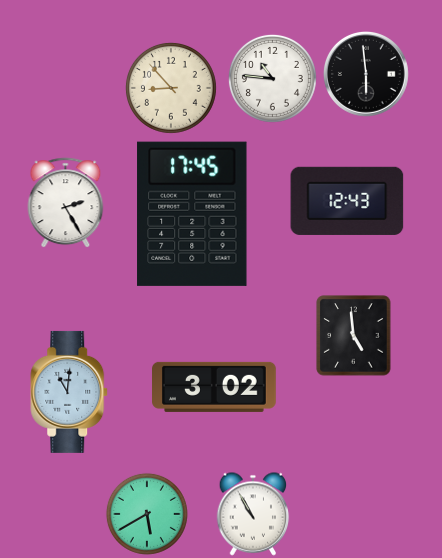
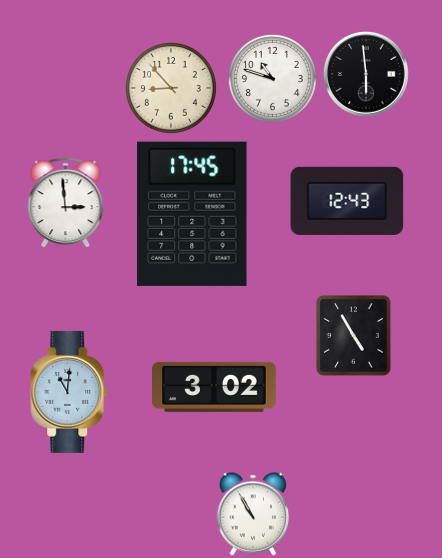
clock at (272, 78): 10:46 -> 10:48
clock at (66, 203): 2:25 -> 2:59
clock at (354, 336): 4:59 -> 4:55
clock at (147, 514): 5:40 -> none
